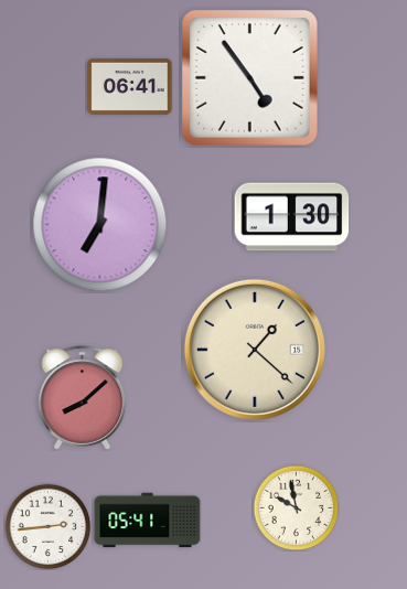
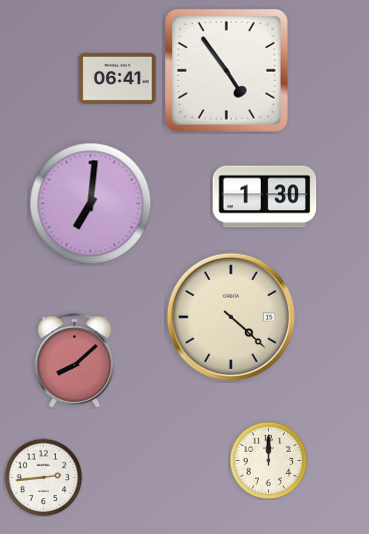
clock at (255, 350): 1:22 -> 4:22
clock at (296, 507): 9:58 -> 12:00
clock at (148, 521): 05:41 -> none
